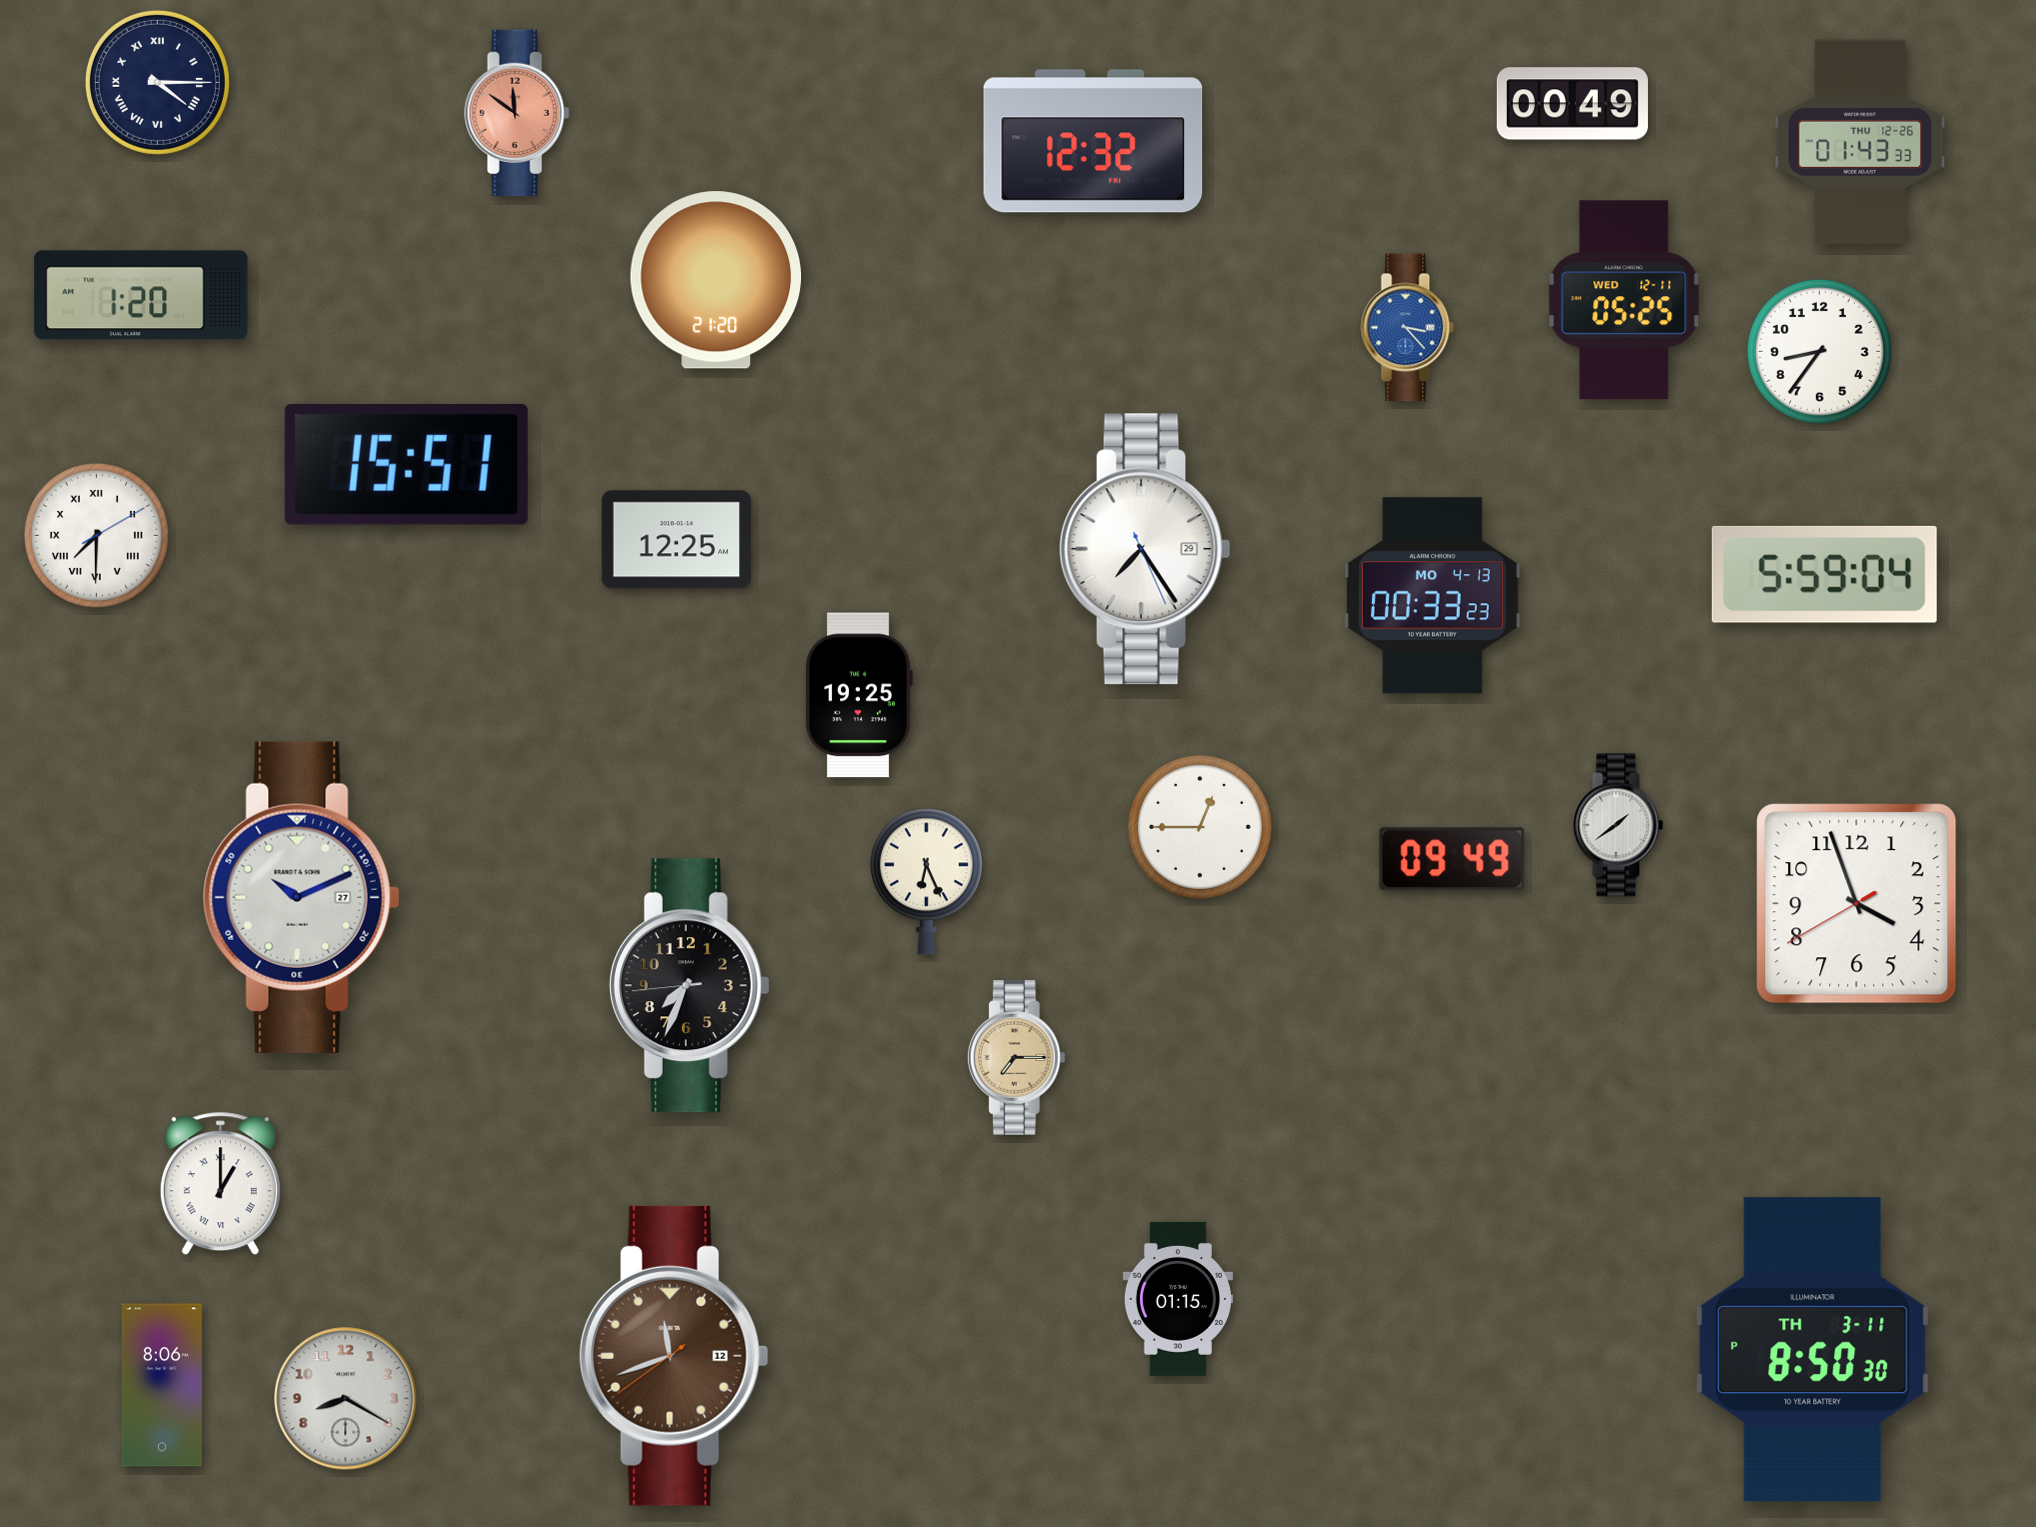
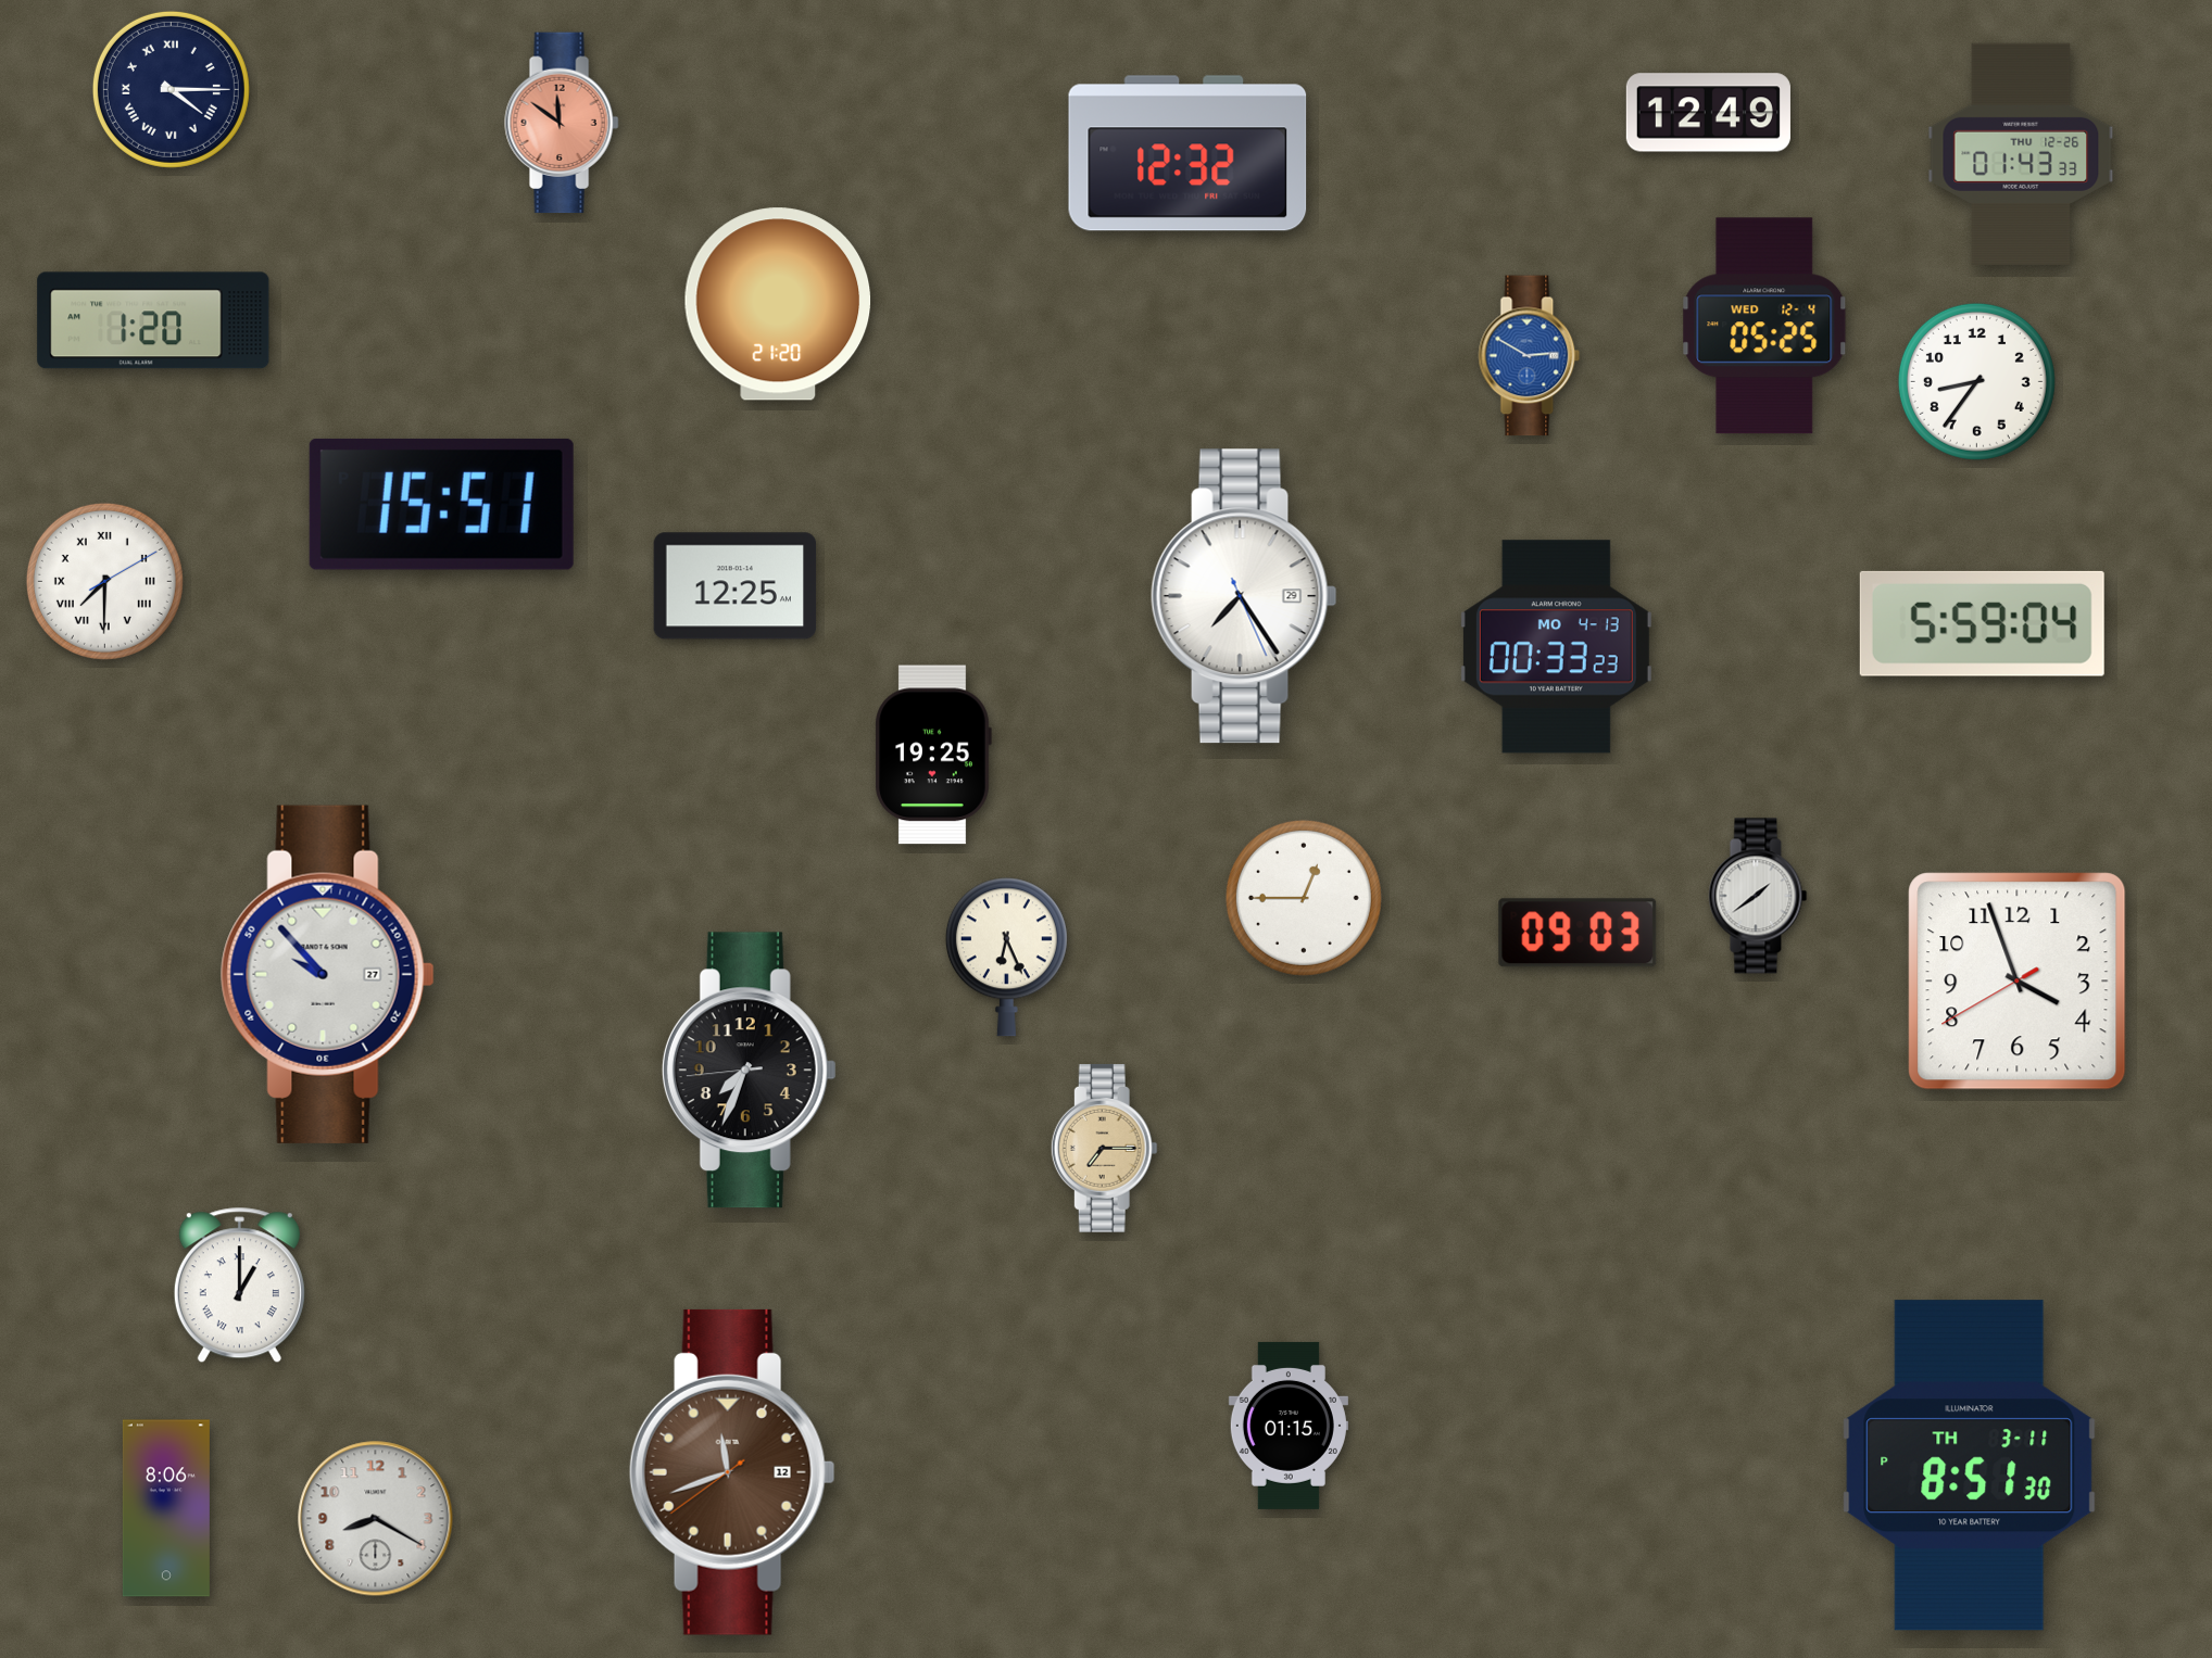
clock at (1572, 104): 00:49 -> 12:49
clock at (1624, 300) date: WED 12-11 -> WED 12-4
clock at (1408, 328): 3:23 -> 2:50
clock at (1452, 859): 09:49 -> 09:03
clock at (301, 897): 10:11 -> 9:53
clock at (1178, 1299) position: (1178, 1299) -> (1289, 1426)
clock at (1813, 1350): 8:50 -> 8:51
clock at (162, 1385) position: (162, 1385) -> (166, 1508)
